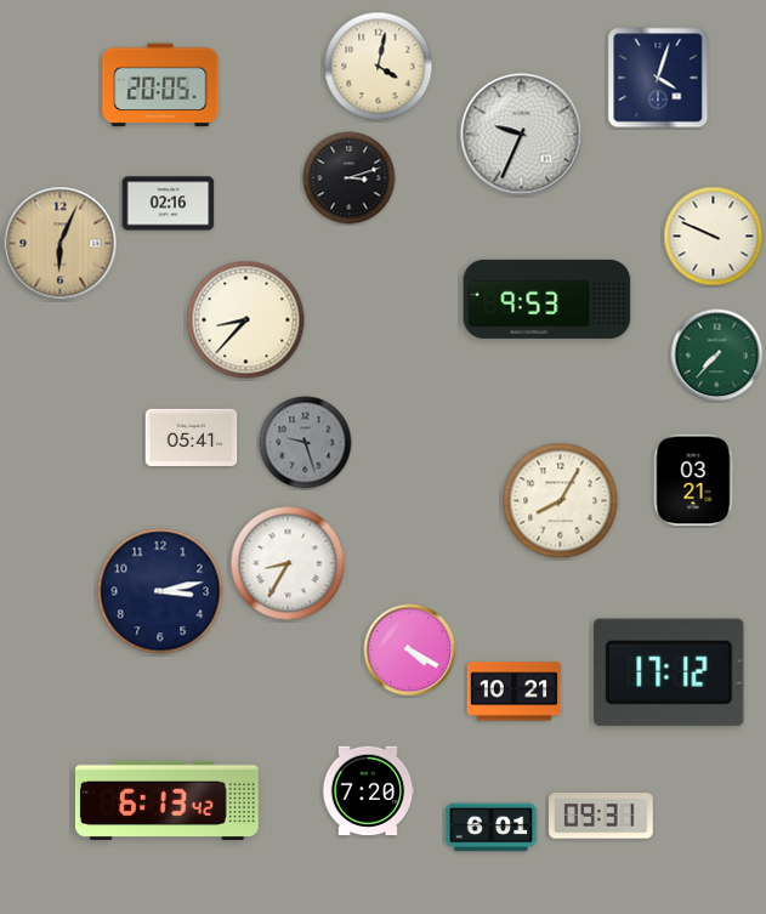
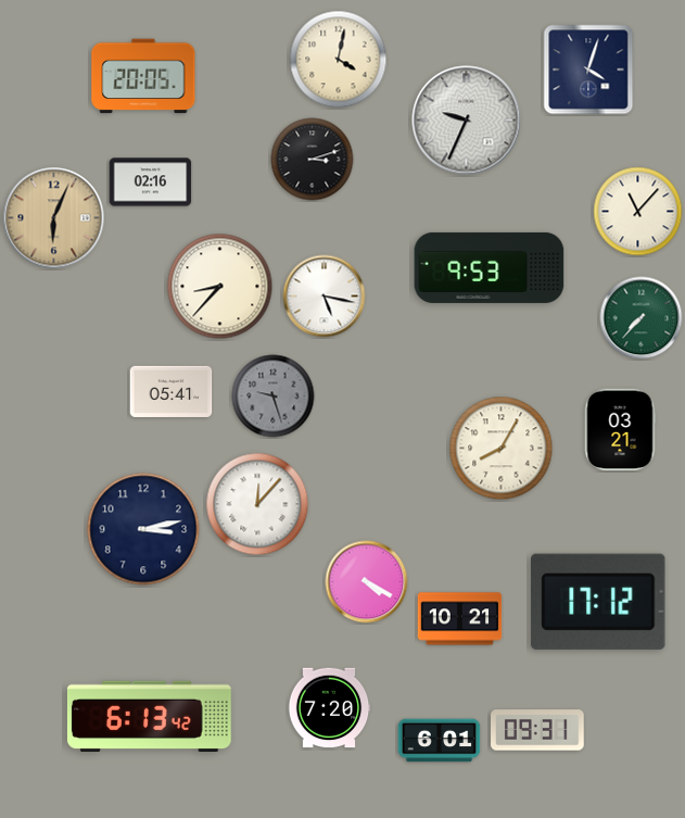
clock at (714, 237): 9:49 -> 11:07
clock at (325, 297): none -> 5:17
clock at (288, 563): 8:35 -> 12:07
